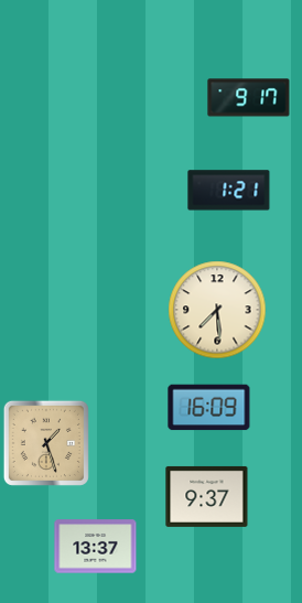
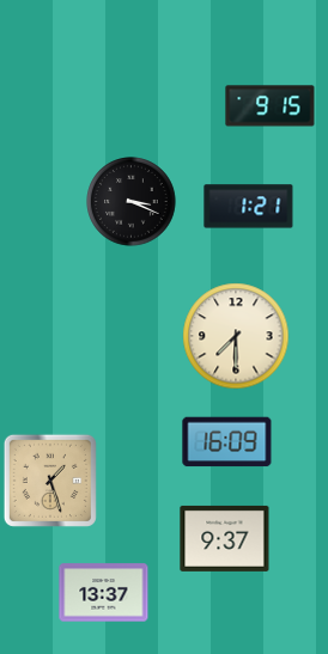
clock at (249, 98): 9:17 -> 9:15
clock at (132, 202): none -> 3:19
clock at (217, 310): 7:29 -> 7:30
